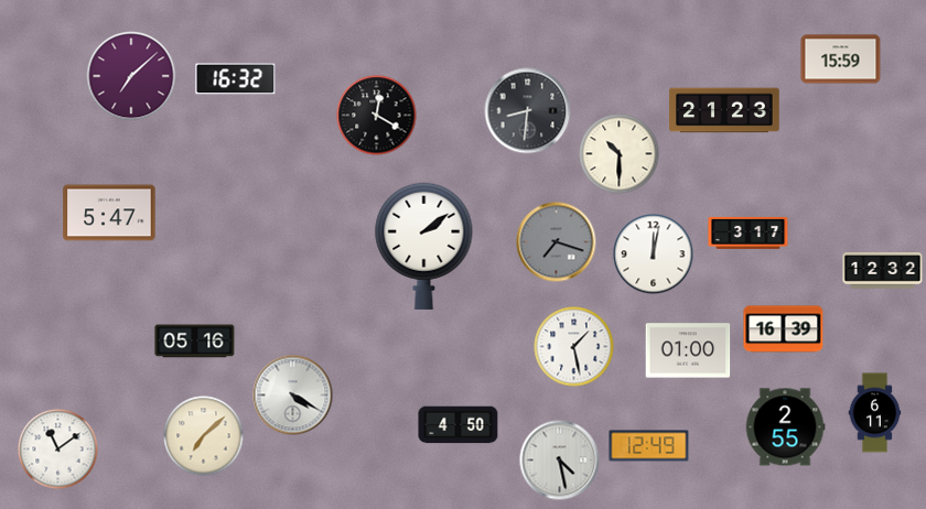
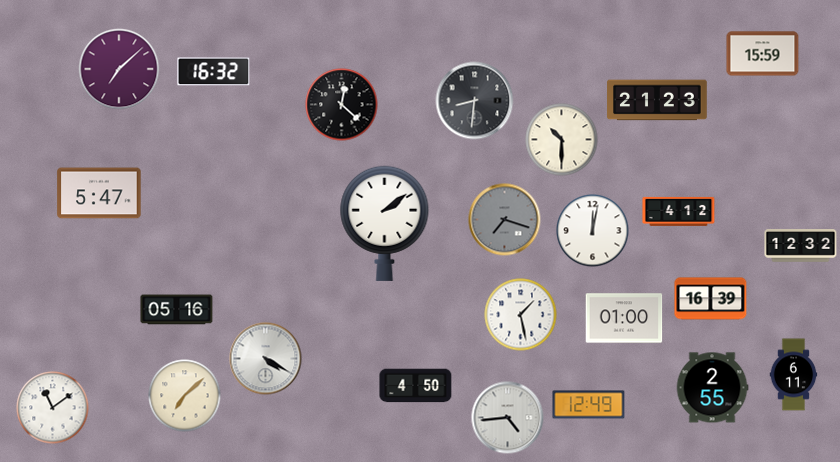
clock at (528, 111) position: (528, 111) -> (475, 101)
clock at (377, 116): 12:20 -> 12:22
clock at (749, 232): 3:17 -> 4:12
clock at (560, 461): 4:28 -> 4:44
